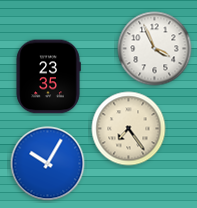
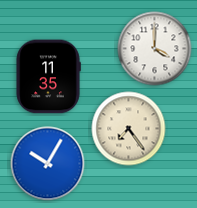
clock at (155, 49): 3:56 -> 4:00
clock at (48, 77): 23:35 -> 11:35
